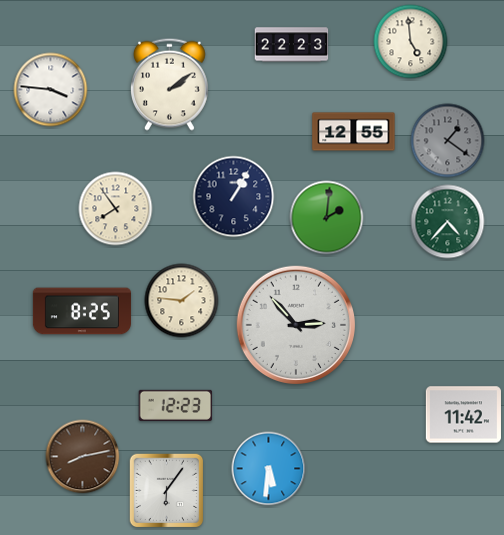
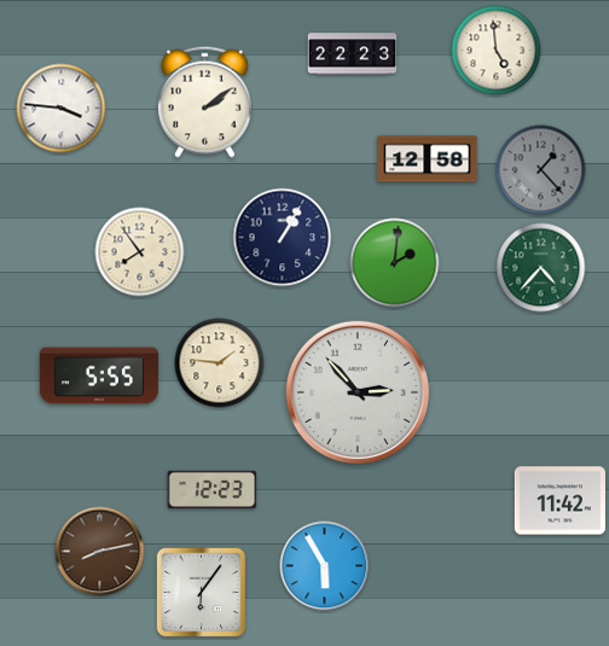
clock at (354, 132): 12:55 -> 12:58
clock at (448, 141): 1:21 -> 1:23
clock at (82, 311): 8:25 -> 5:55
clock at (269, 469): 5:31 -> 5:55
